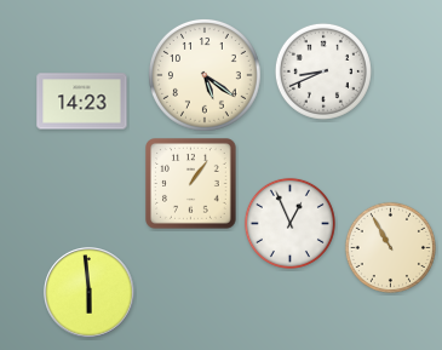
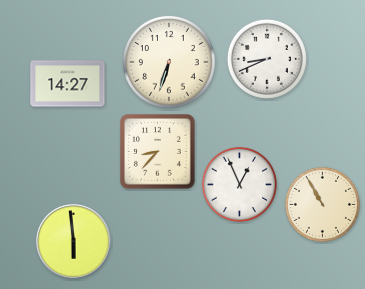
clock at (206, 76): 5:21 -> 6:33
clock at (82, 102): 14:23 -> 14:27
clock at (191, 184): 1:06 -> 8:37
